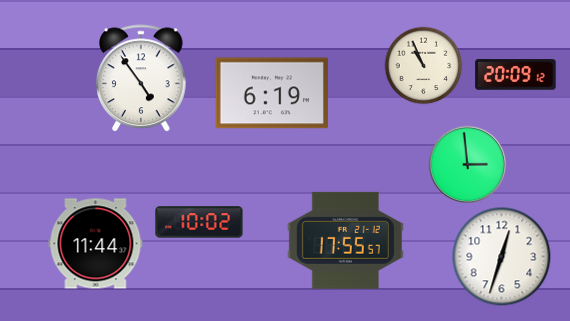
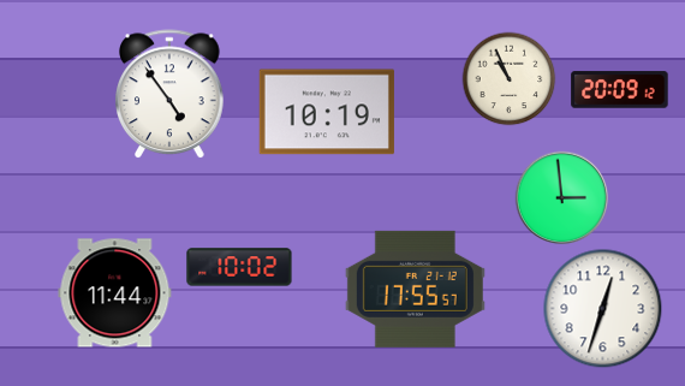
clock at (272, 93): 6:19 -> 10:19
